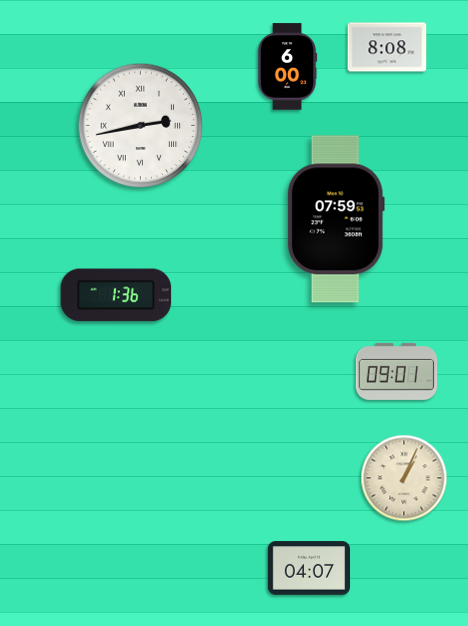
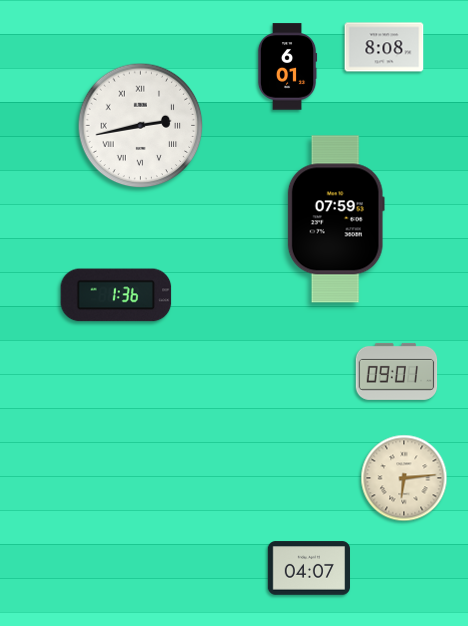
clock at (387, 47) position: (387, 47) -> (384, 47)
clock at (287, 67): 6:00 -> 6:01
clock at (404, 478): 1:04 -> 6:14
